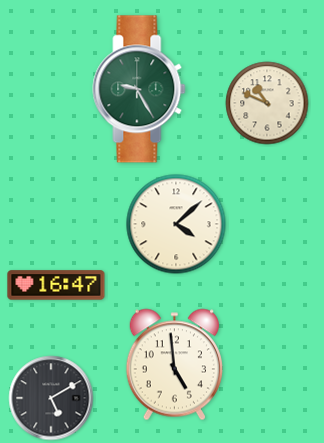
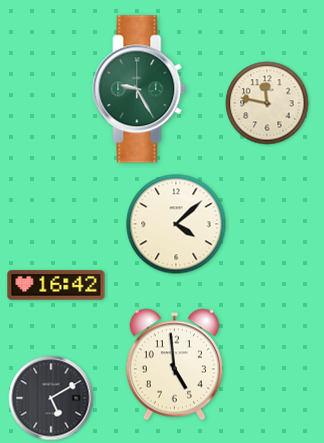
clock at (267, 103): 10:49 -> 11:47
clock at (56, 285): 16:47 -> 16:42
